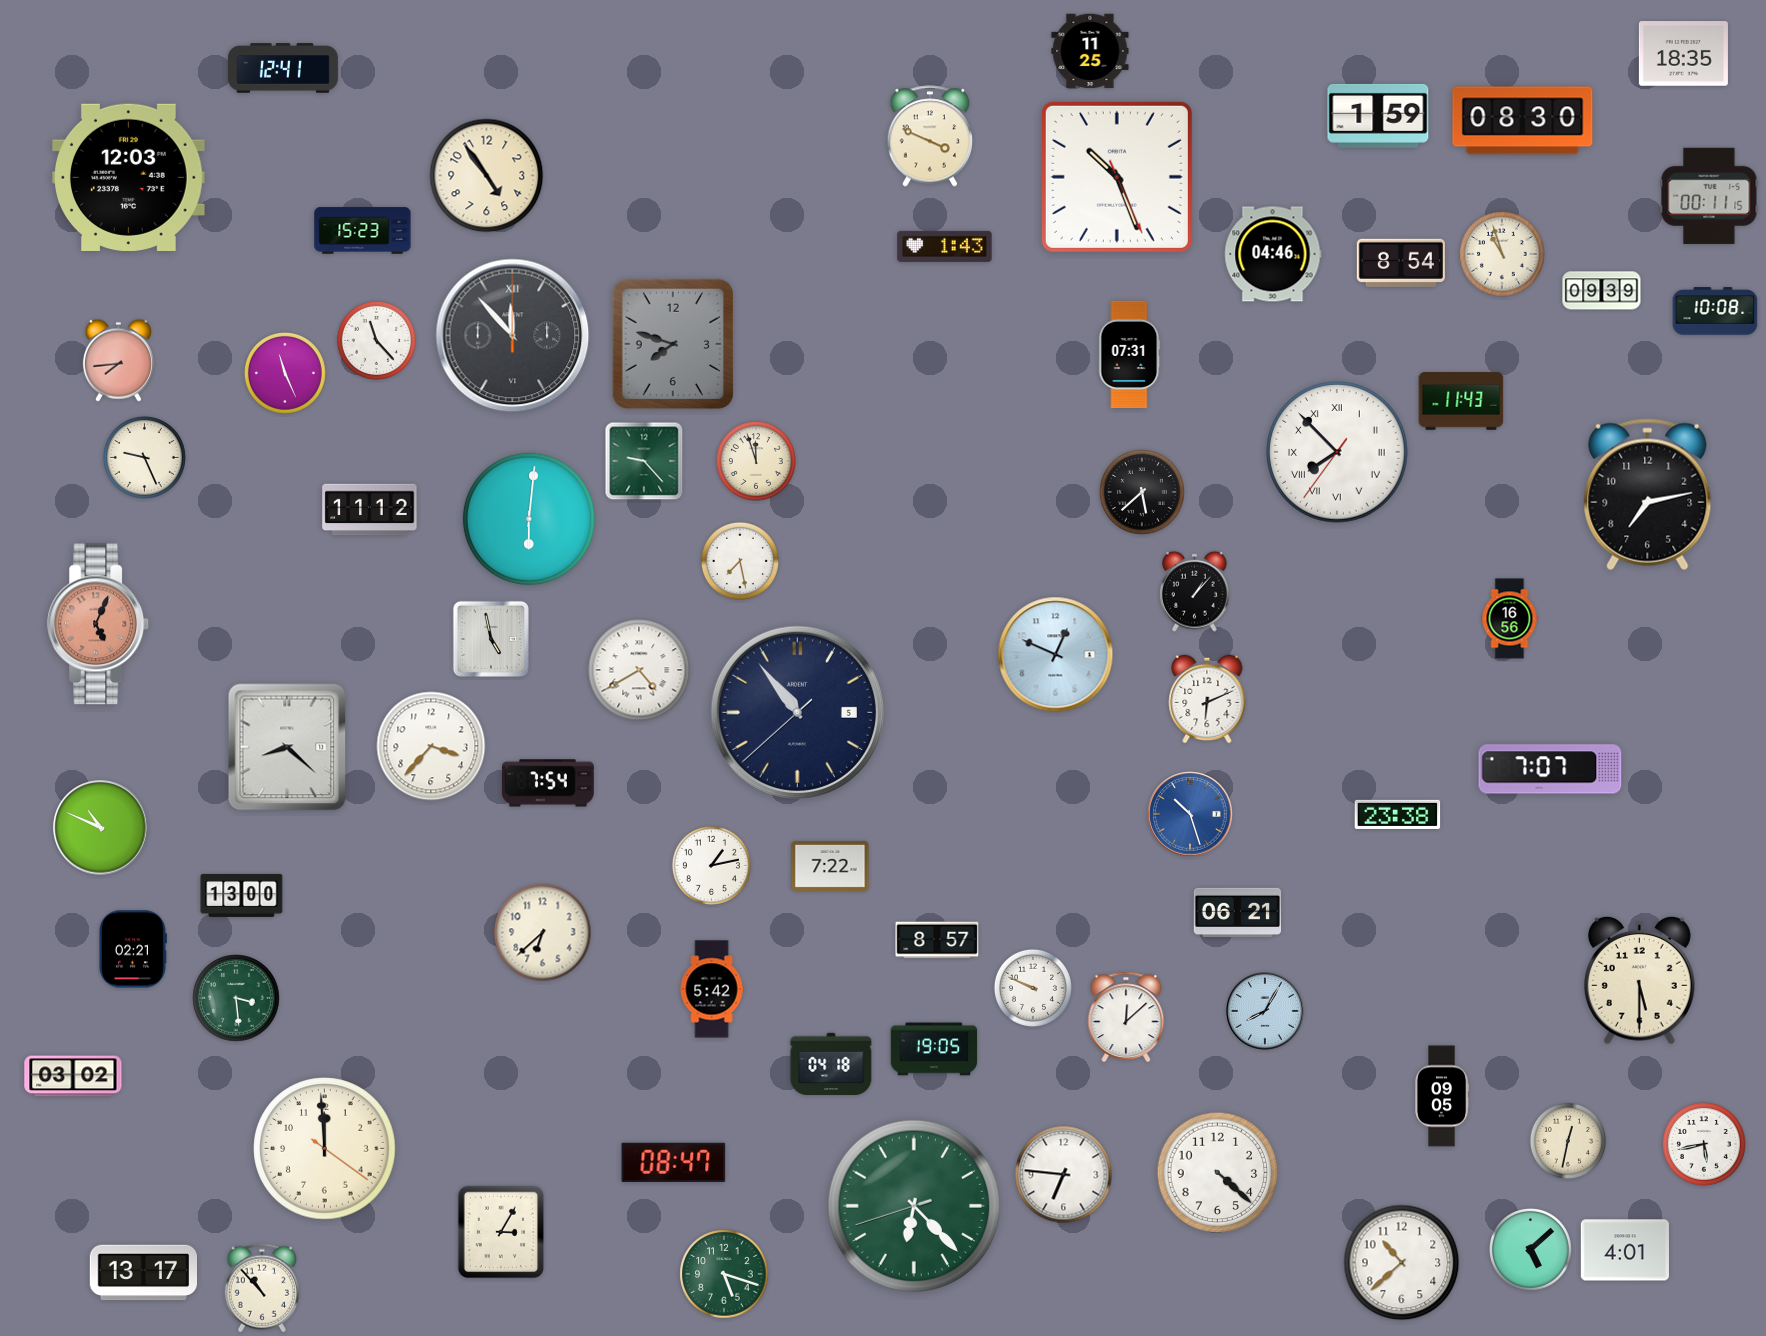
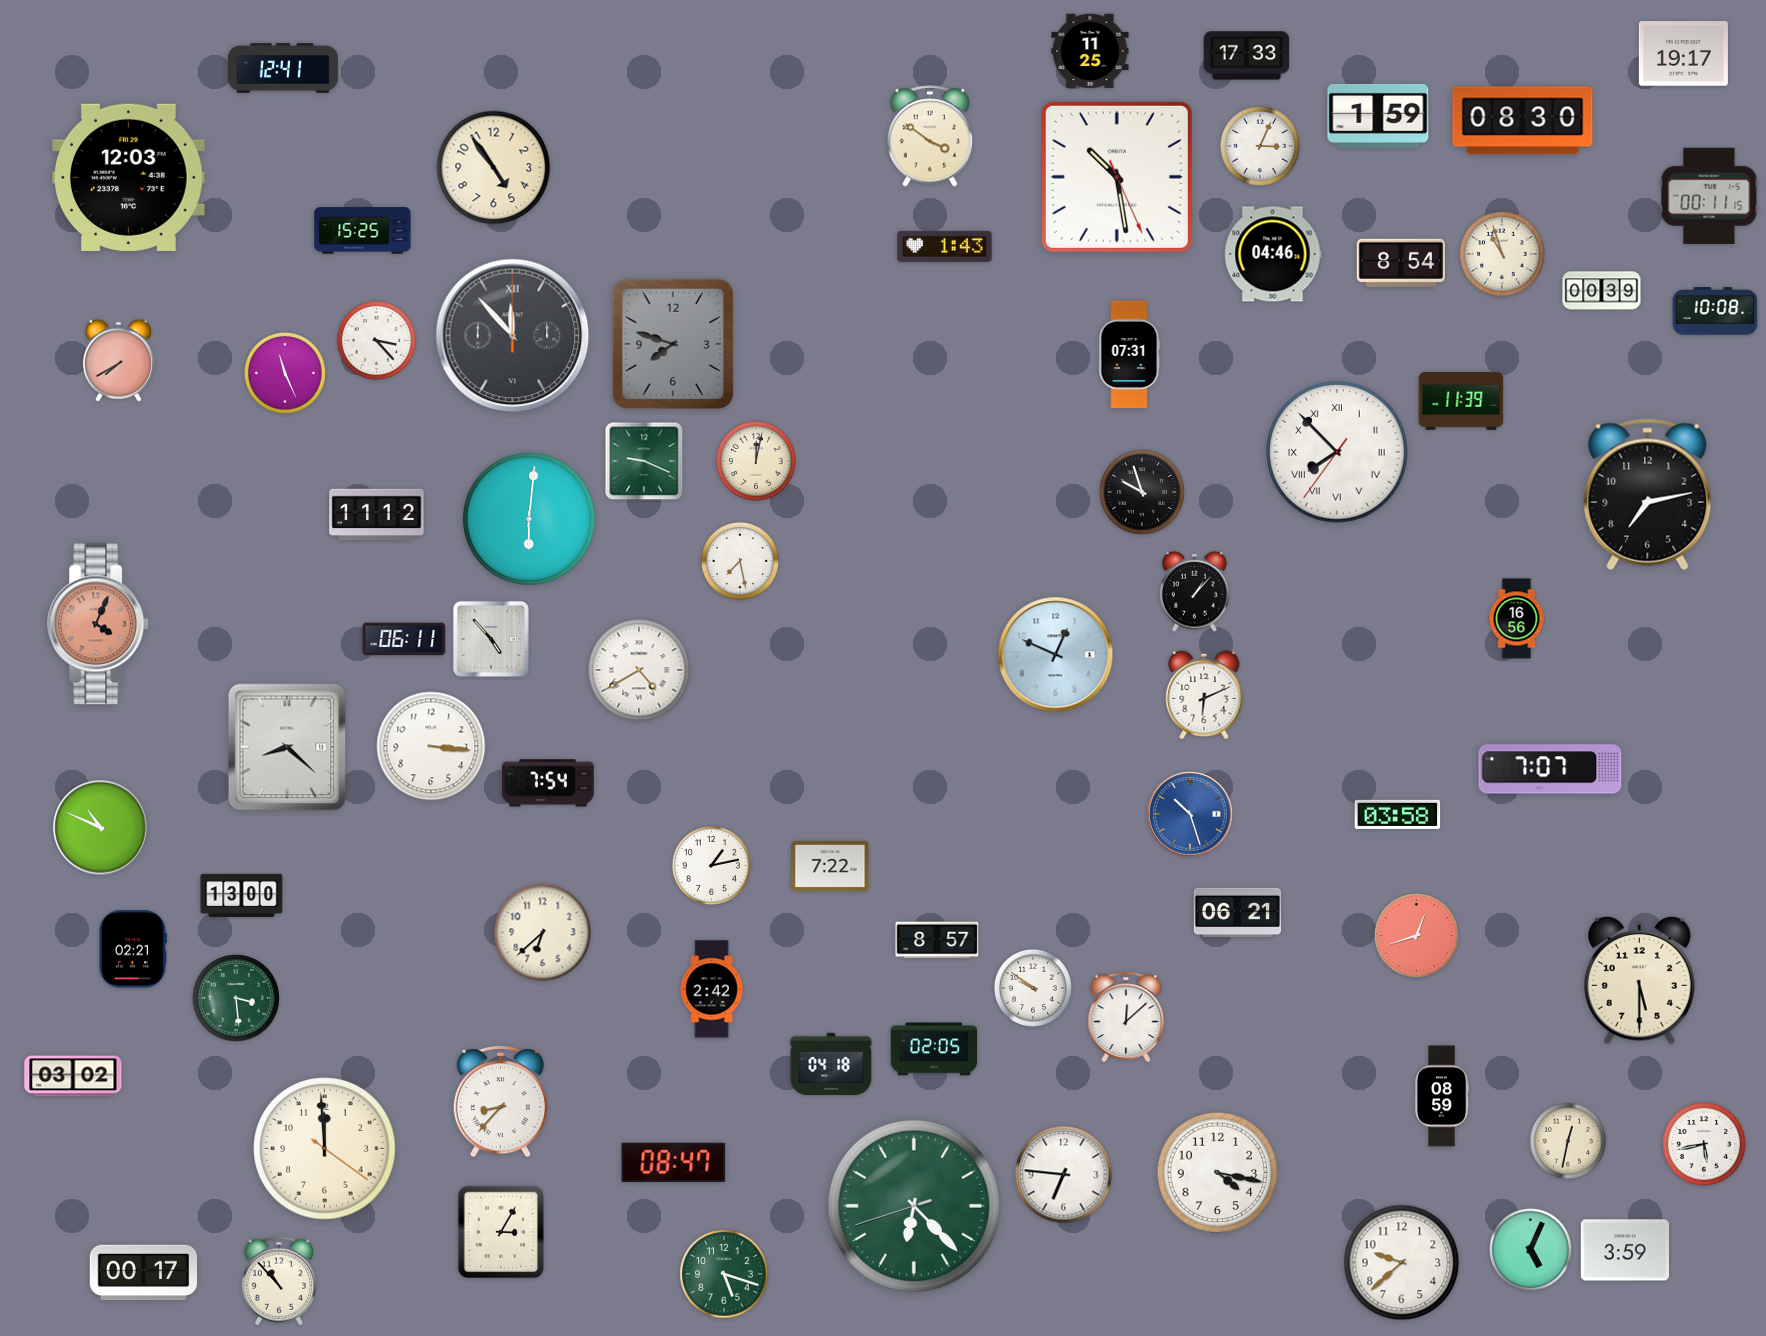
clock at (1683, 54): 18:35 -> 19:17
clock at (1247, 56): none -> 17:33
clock at (930, 136): 3:49 -> 3:51
clock at (1260, 146): none -> 3:04
clock at (487, 176) position: (487, 176) -> (494, 168)
clock at (1117, 177): 10:26 -> 10:28
clock at (363, 231): 15:23 -> 15:25
clock at (1602, 291): 09:39 -> 00:39
clock at (376, 340): 11:23 -> 3:23
clock at (118, 360): 7:44 -> 7:40
clock at (1461, 401): 11:43 -> 11:39
clock at (144, 457): 9:26 -> none
clock at (644, 461): 9:23 -> 9:19
clock at (756, 461): 11:57 -> 12:02
clock at (1142, 492): 5:38 -> 9:57
clock at (370, 510) position: (370, 510) -> (377, 515)
clock at (1510, 619) position: (1510, 619) -> (1517, 619)
clock at (99, 624): 5:04 -> 4:04
clock at (404, 639): none -> 06:11
clock at (491, 639): 4:58 -> 4:53
clock at (1207, 699) position: (1207, 699) -> (1204, 695)
clock at (797, 712): 10:53 -> none
clock at (431, 746): 3:37 -> 3:16
clock at (1398, 814): 23:38 -> 03:58
clock at (1417, 936): none -> 12:42
clock at (1033, 988): 9:49 -> 9:51
clock at (712, 989): 5:42 -> 2:42
clock at (1265, 1011): 8:05 -> none
clock at (934, 1049): 19:05 -> 02:05
clock at (1442, 1096): 09:05 -> 08:59
clock at (500, 1102): none -> 8:37
clock at (1218, 1173): 4:22 -> 4:17
clock at (1530, 1249): 5:08 -> 5:04
clock at (1625, 1250): 4:01 -> 3:59
clock at (1402, 1263): 10:38 -> 9:38
clock at (143, 1273): 13:17 -> 00:17
clock at (262, 1288) position: (262, 1288) -> (279, 1281)
